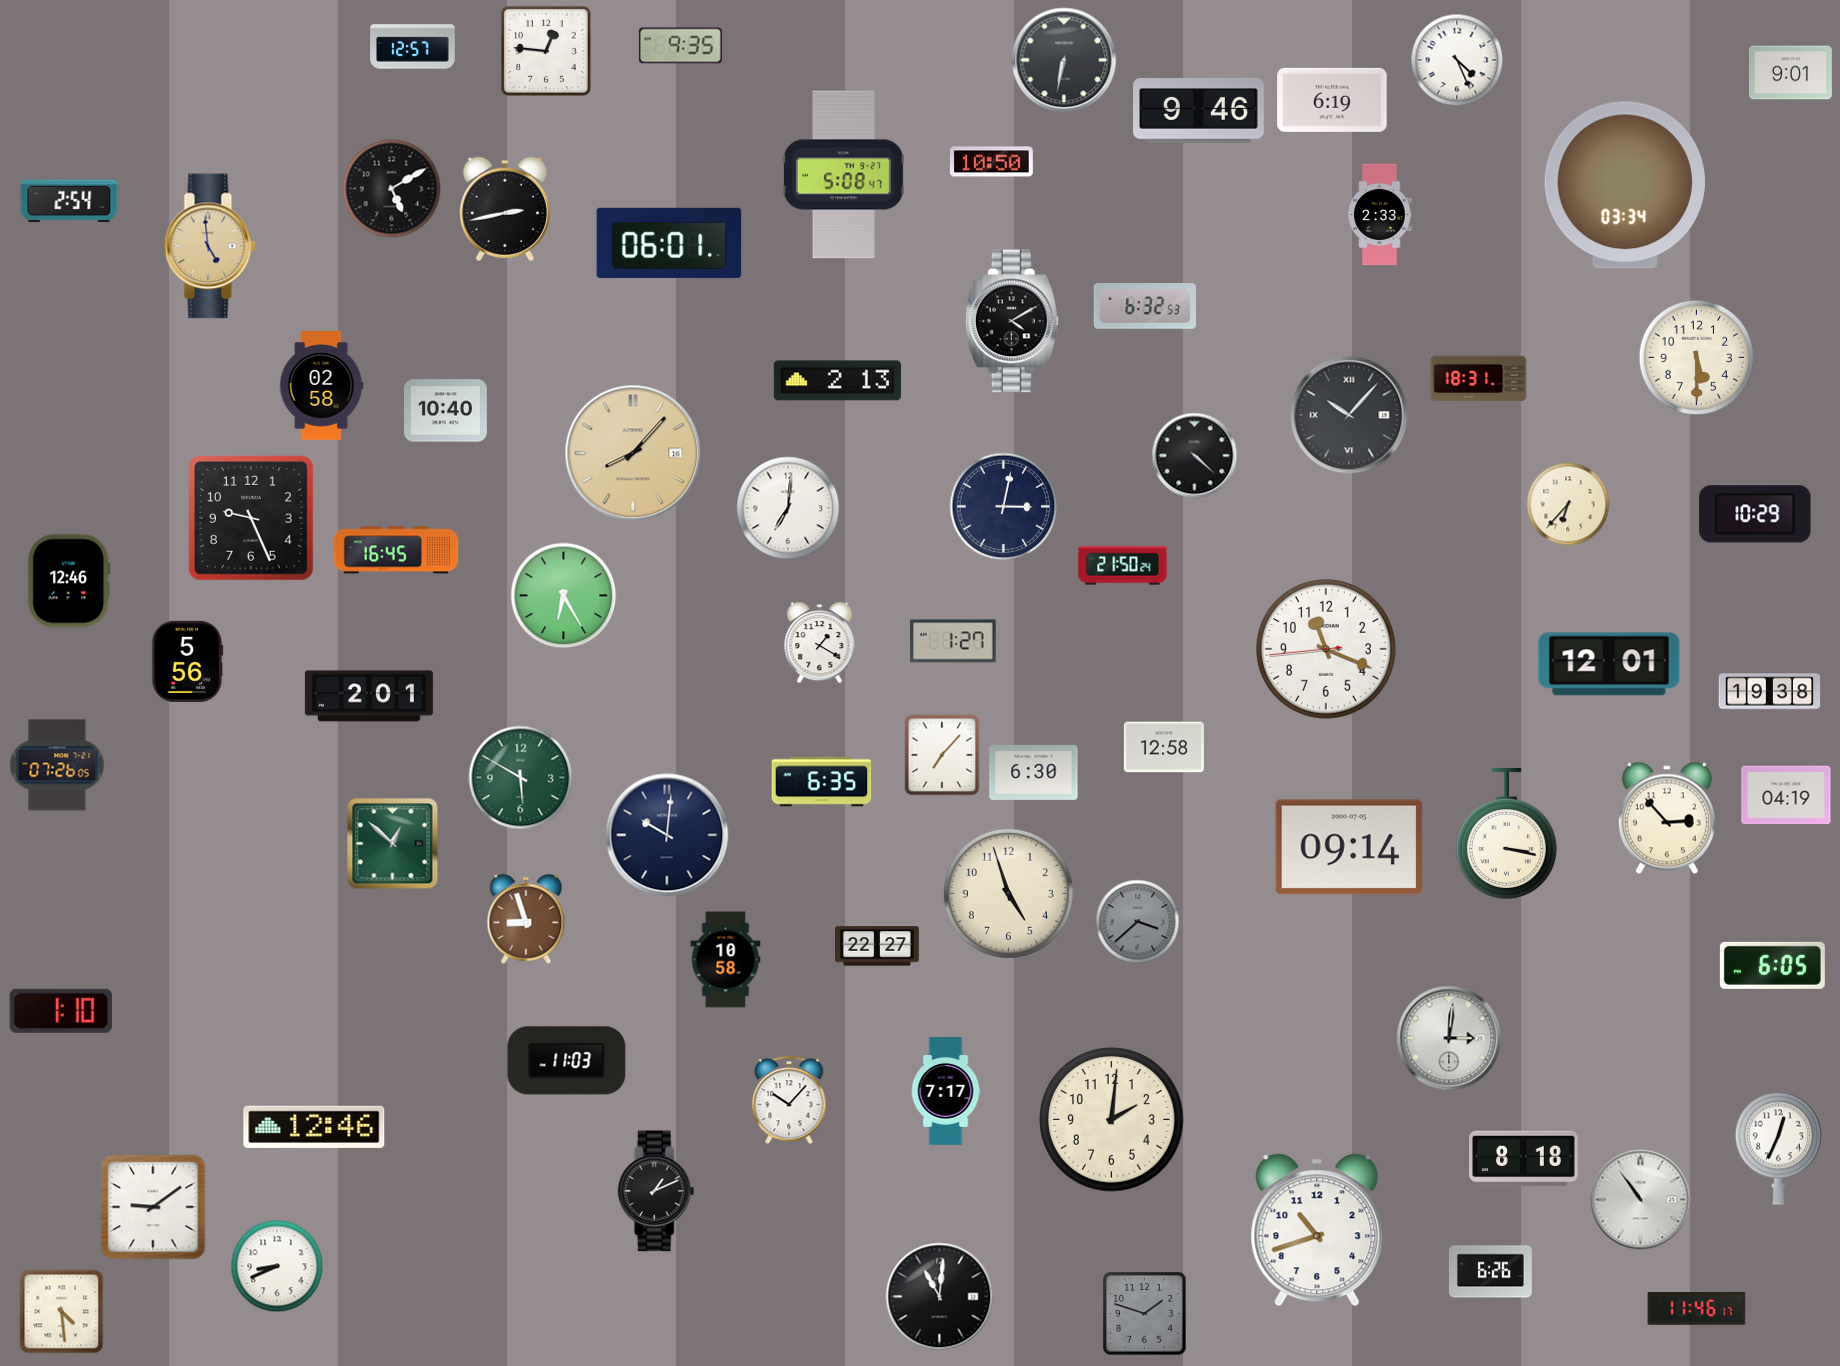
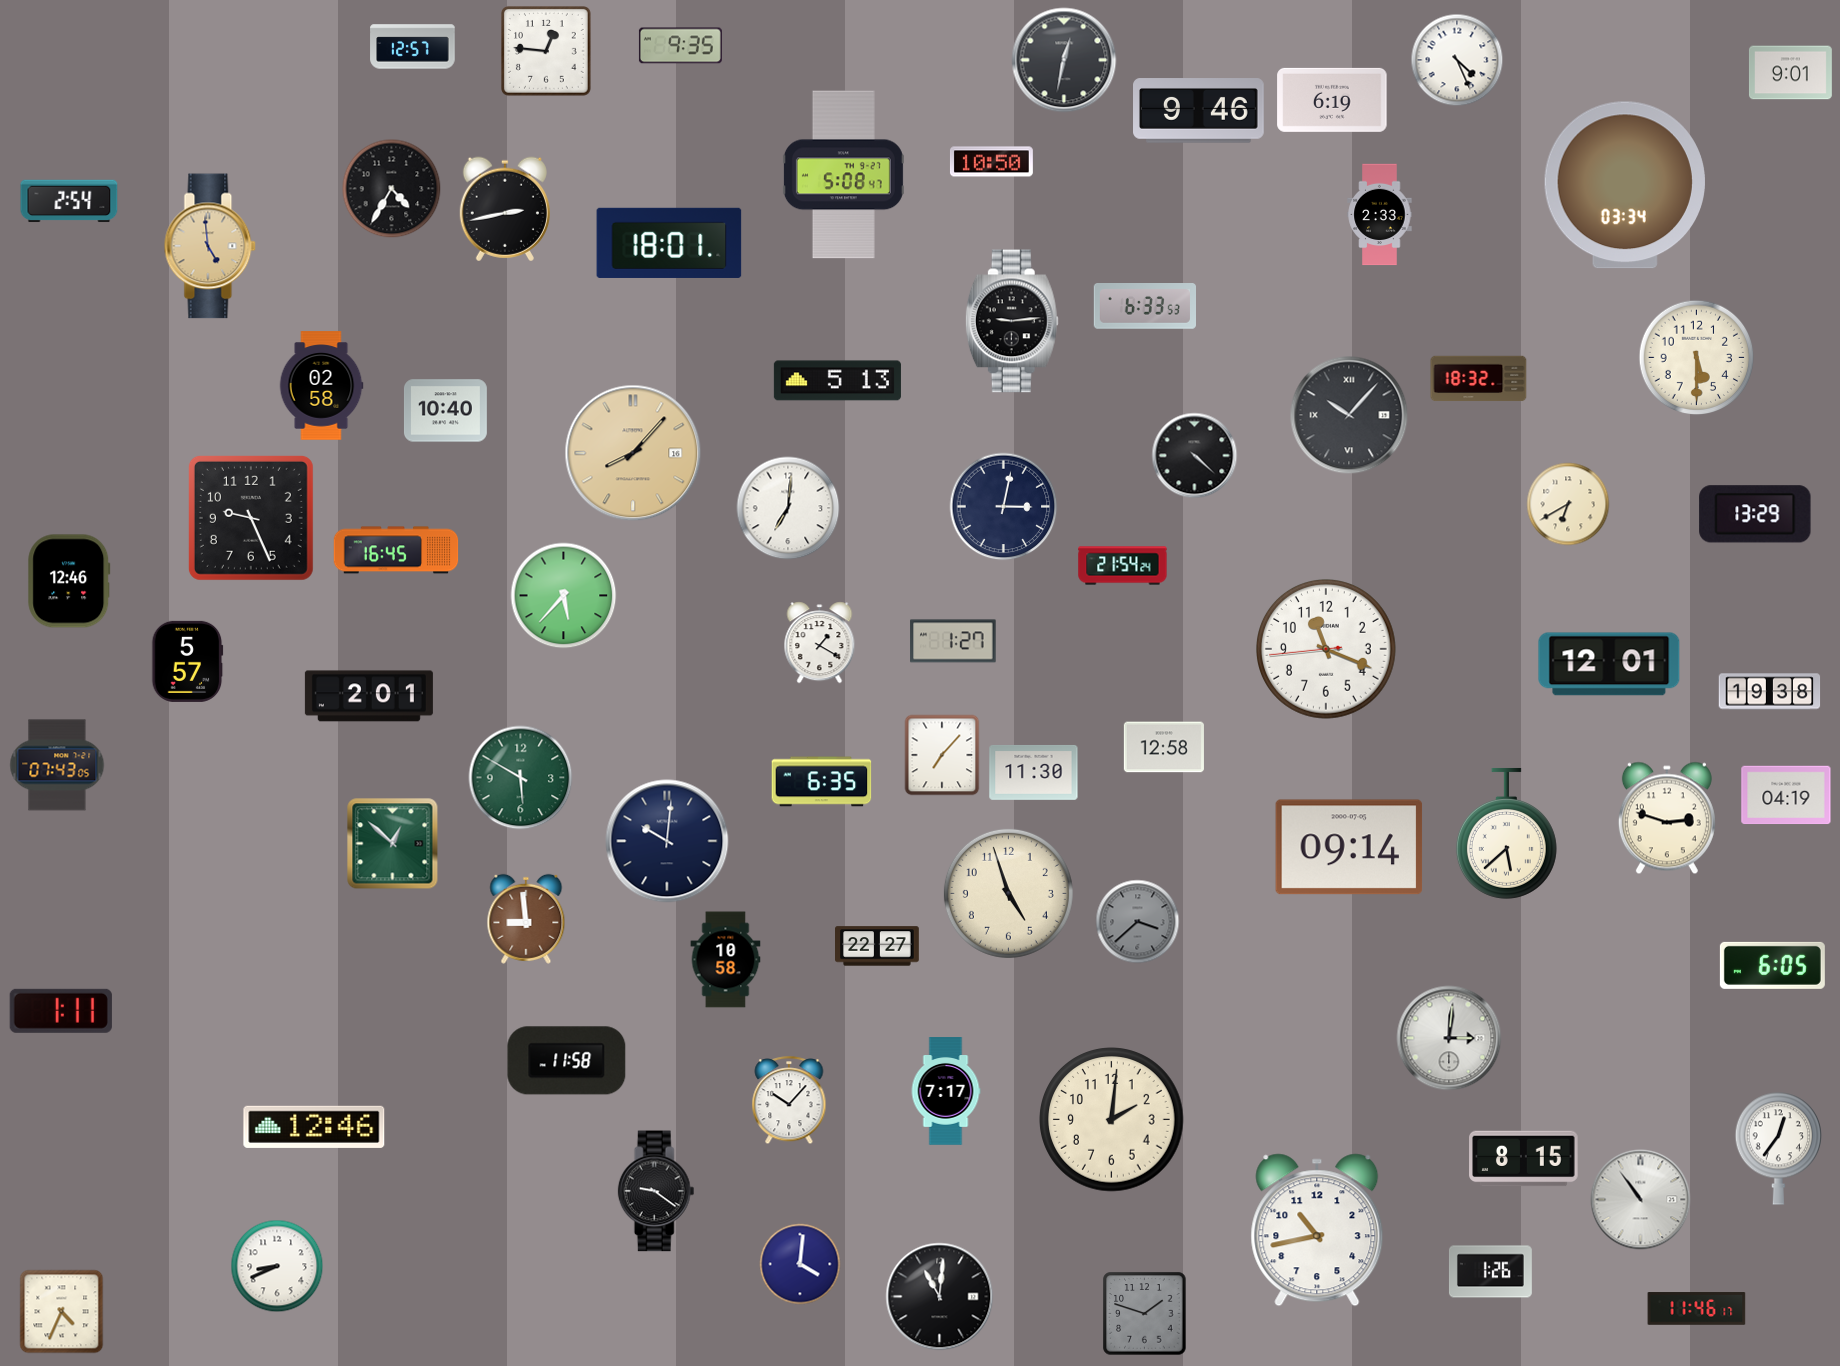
clock at (1064, 60): 6:32 -> 12:32
clock at (392, 189): 5:10 -> 4:35
clock at (669, 243): 06:01 -> 18:01
clock at (1144, 307): 6:32 -> 6:33
clock at (1012, 321): 4:10 -> 9:14
clock at (1479, 379): 18:31 -> 18:32
clock at (837, 381): 2:13 -> 5:13
clock at (1568, 504): 6:37 -> 6:40
clock at (1755, 514): 10:29 -> 13:29
clock at (1123, 566): 21:50 -> 21:54
clock at (564, 596): 6:25 -> 5:37
clock at (188, 661): 5:56 -> 5:57
clock at (57, 765): 07:26 -> 07:43
clock at (1034, 772): 6:30 -> 11:30
clock at (1667, 818): 2:53 -> 2:48
clock at (1506, 833): 3:17 -> 5:38
clock at (667, 835) position: (667, 835) -> (667, 841)
clock at (526, 919): 8:57 -> 8:59
clock at (61, 1011): 1:10 -> 1:11
clock at (567, 1061): 11:03 -> 11:58
clock at (1778, 1148): 12:34 -> 12:36
clock at (1524, 1159): 8:18 -> 8:15
clock at (656, 1191): 1:11 -> 9:21
clock at (153, 1207): 9:09 -> none
clock at (1317, 1230): 10:42 -> 10:43
clock at (800, 1264): none -> 4:01
clock at (1490, 1272): 6:26 -> 1:26
clock at (62, 1312): 4:29 -> 4:34
